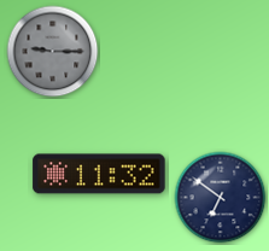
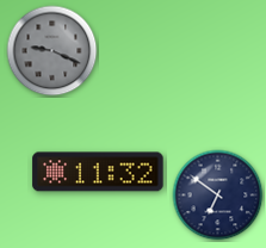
clock at (53, 52): 9:15 -> 9:19
